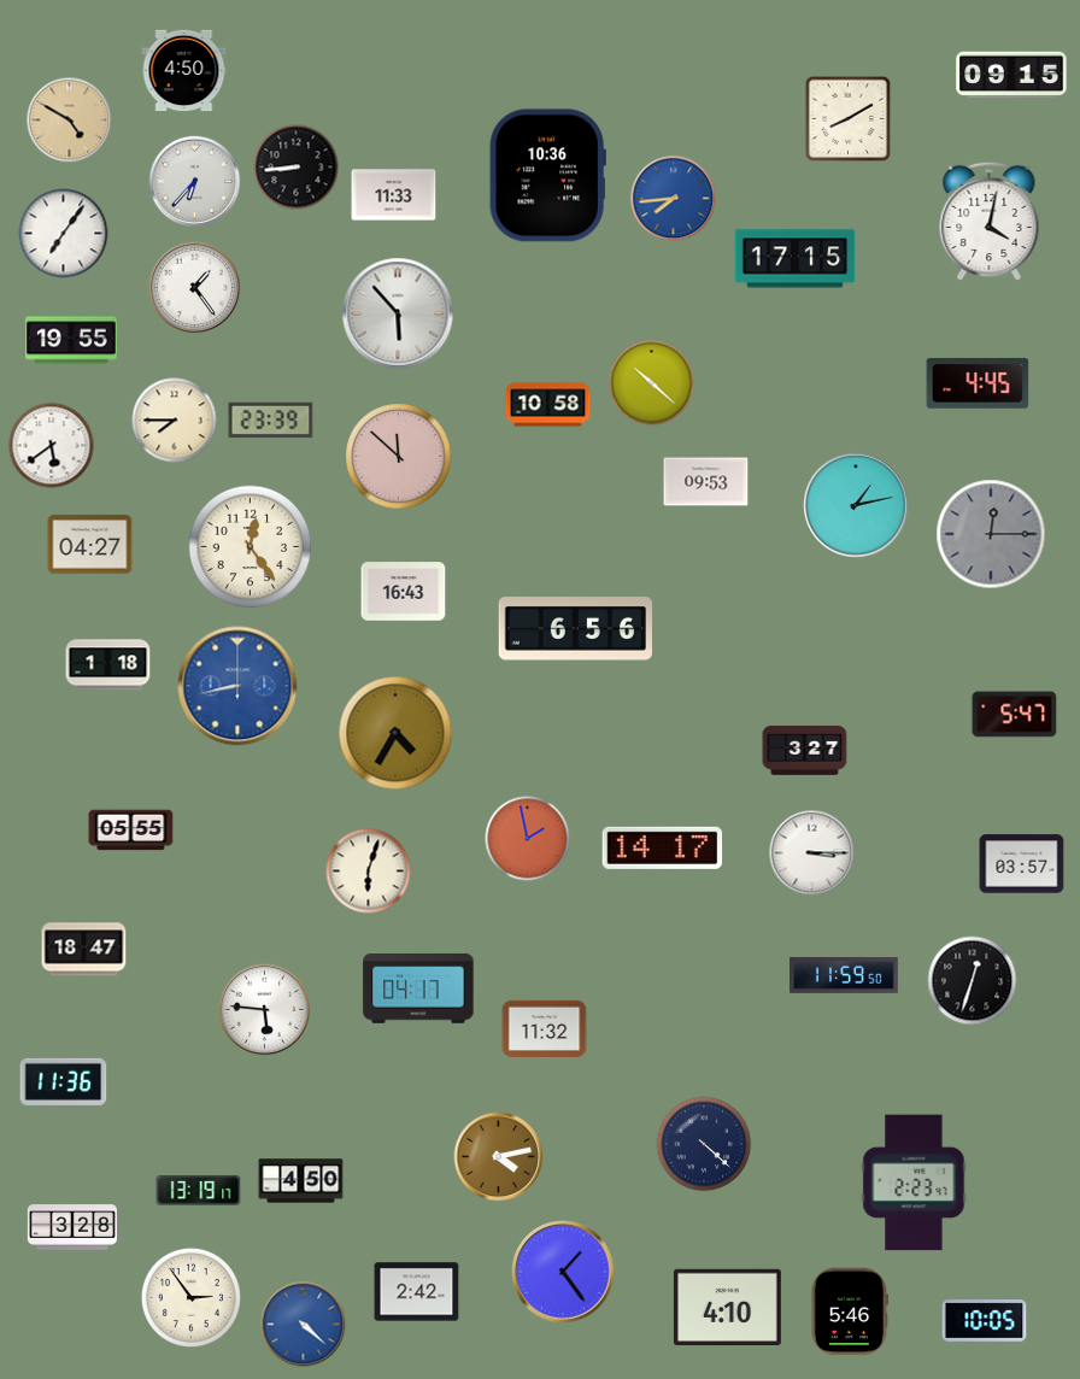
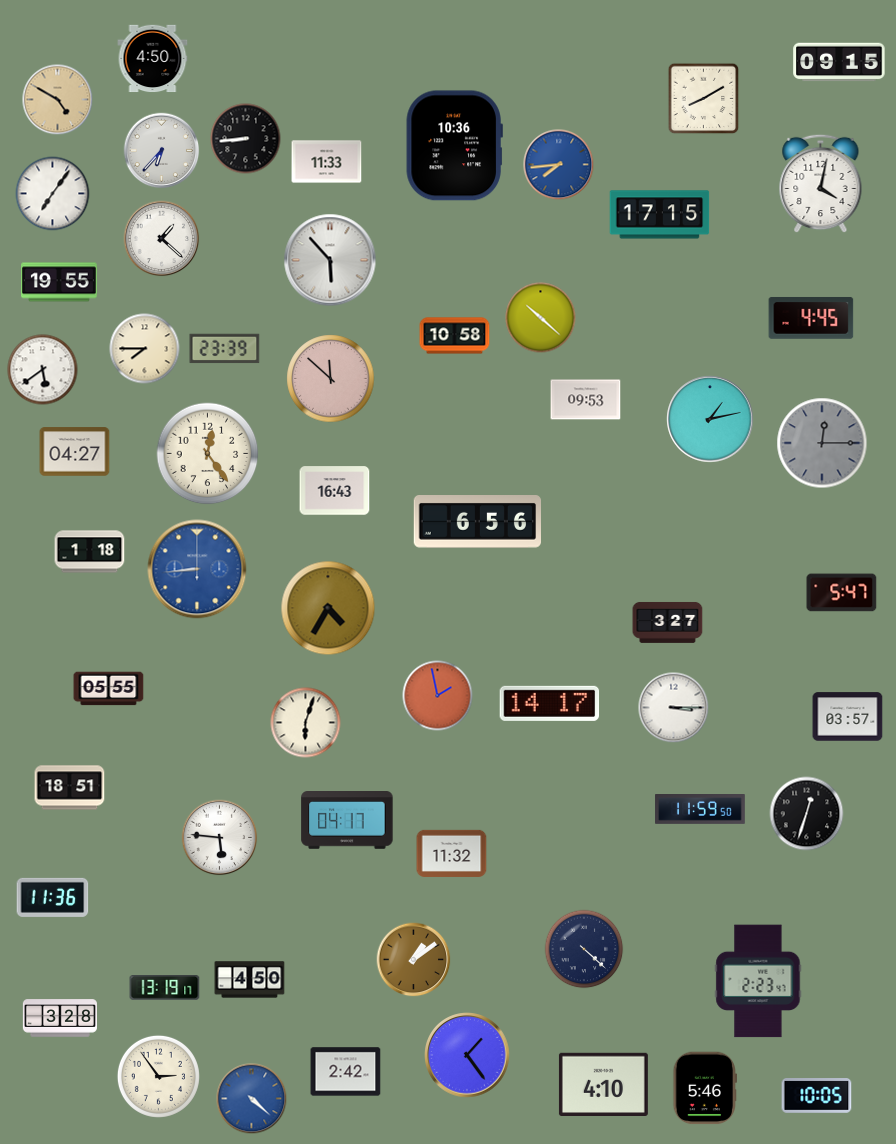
clock at (195, 288): 1:24 -> 1:22
clock at (237, 686): 8:43 -> 8:44
clock at (84, 950): 18:47 -> 18:51
clock at (499, 1157): 4:13 -> 1:09
